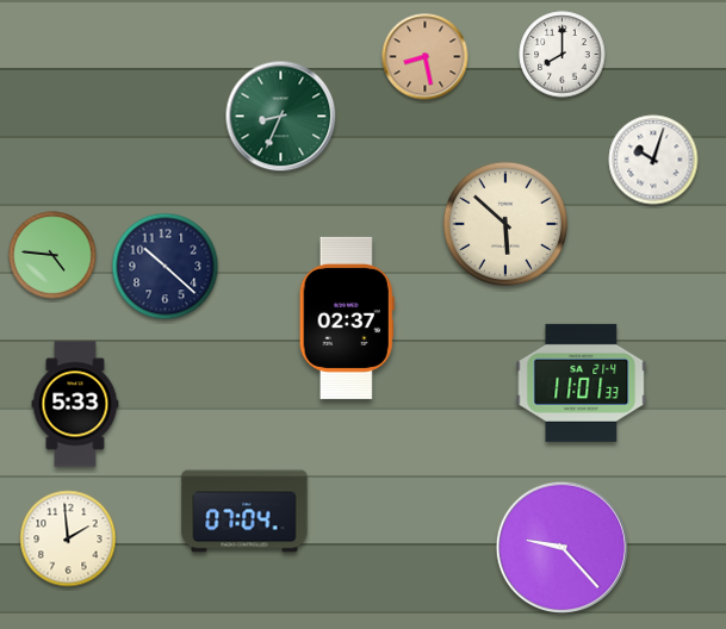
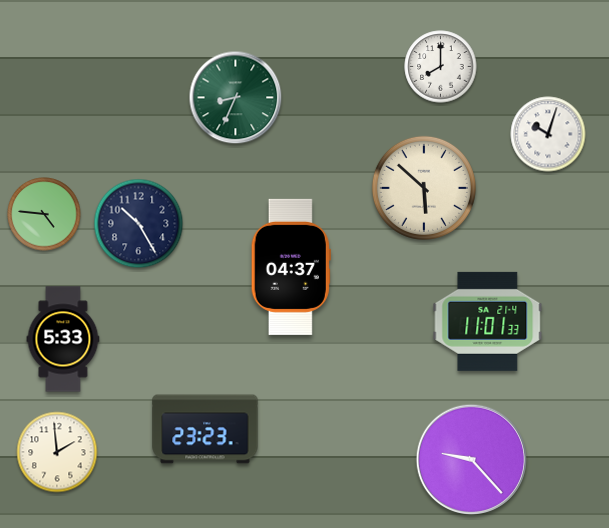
clock at (563, 55) position: (563, 55) -> (441, 67)
clock at (426, 57): 8:28 -> none
clock at (166, 267): 10:22 -> 10:25
clock at (347, 318): 02:37 -> 04:37
clock at (244, 511): 07:04 -> 23:23
